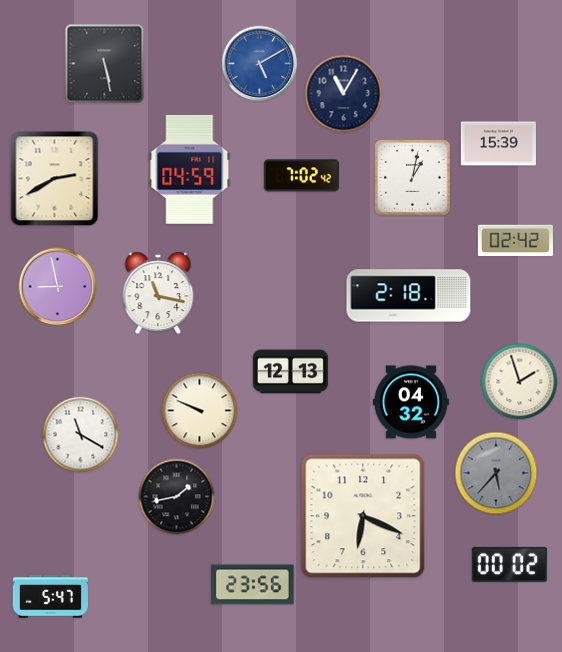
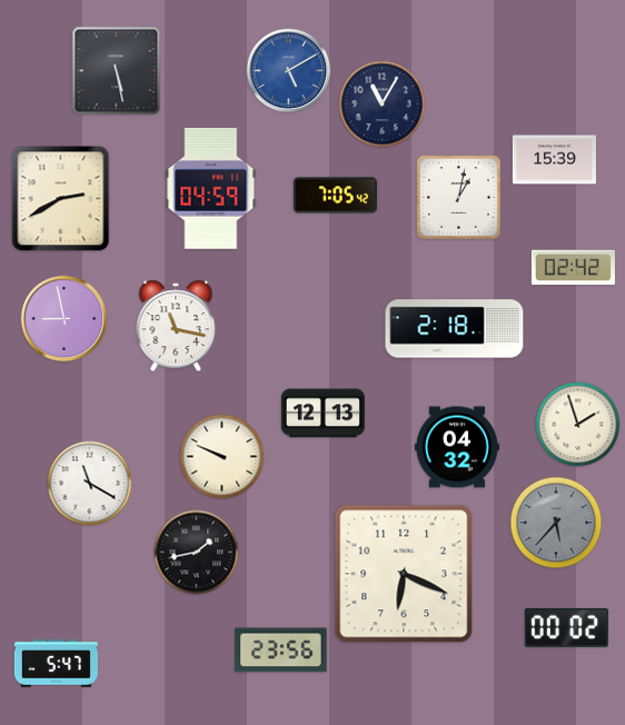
clock at (301, 176): 7:02 -> 7:05
clock at (496, 473) position: (496, 473) -> (556, 523)
